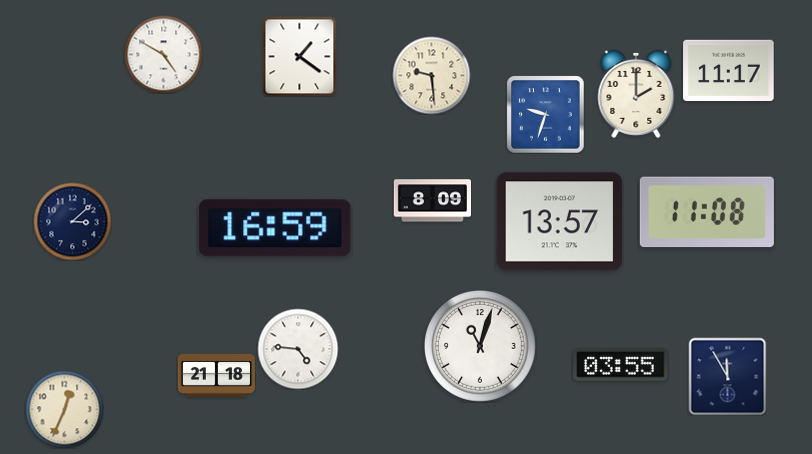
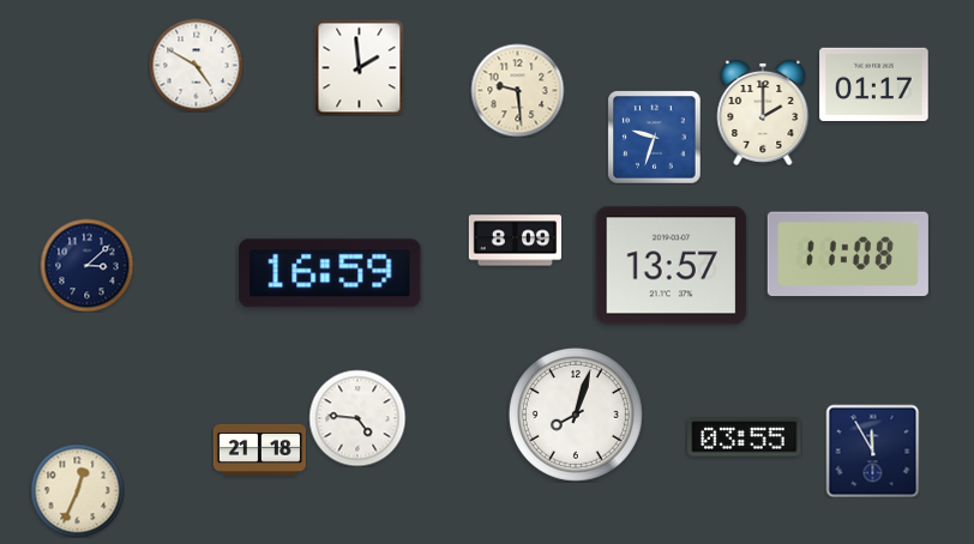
clock at (300, 56): 1:21 -> 1:59
clock at (729, 71): 11:17 -> 01:17
clock at (432, 201) position: (432, 201) -> (515, 241)
clock at (480, 346): 11:03 -> 8:03
